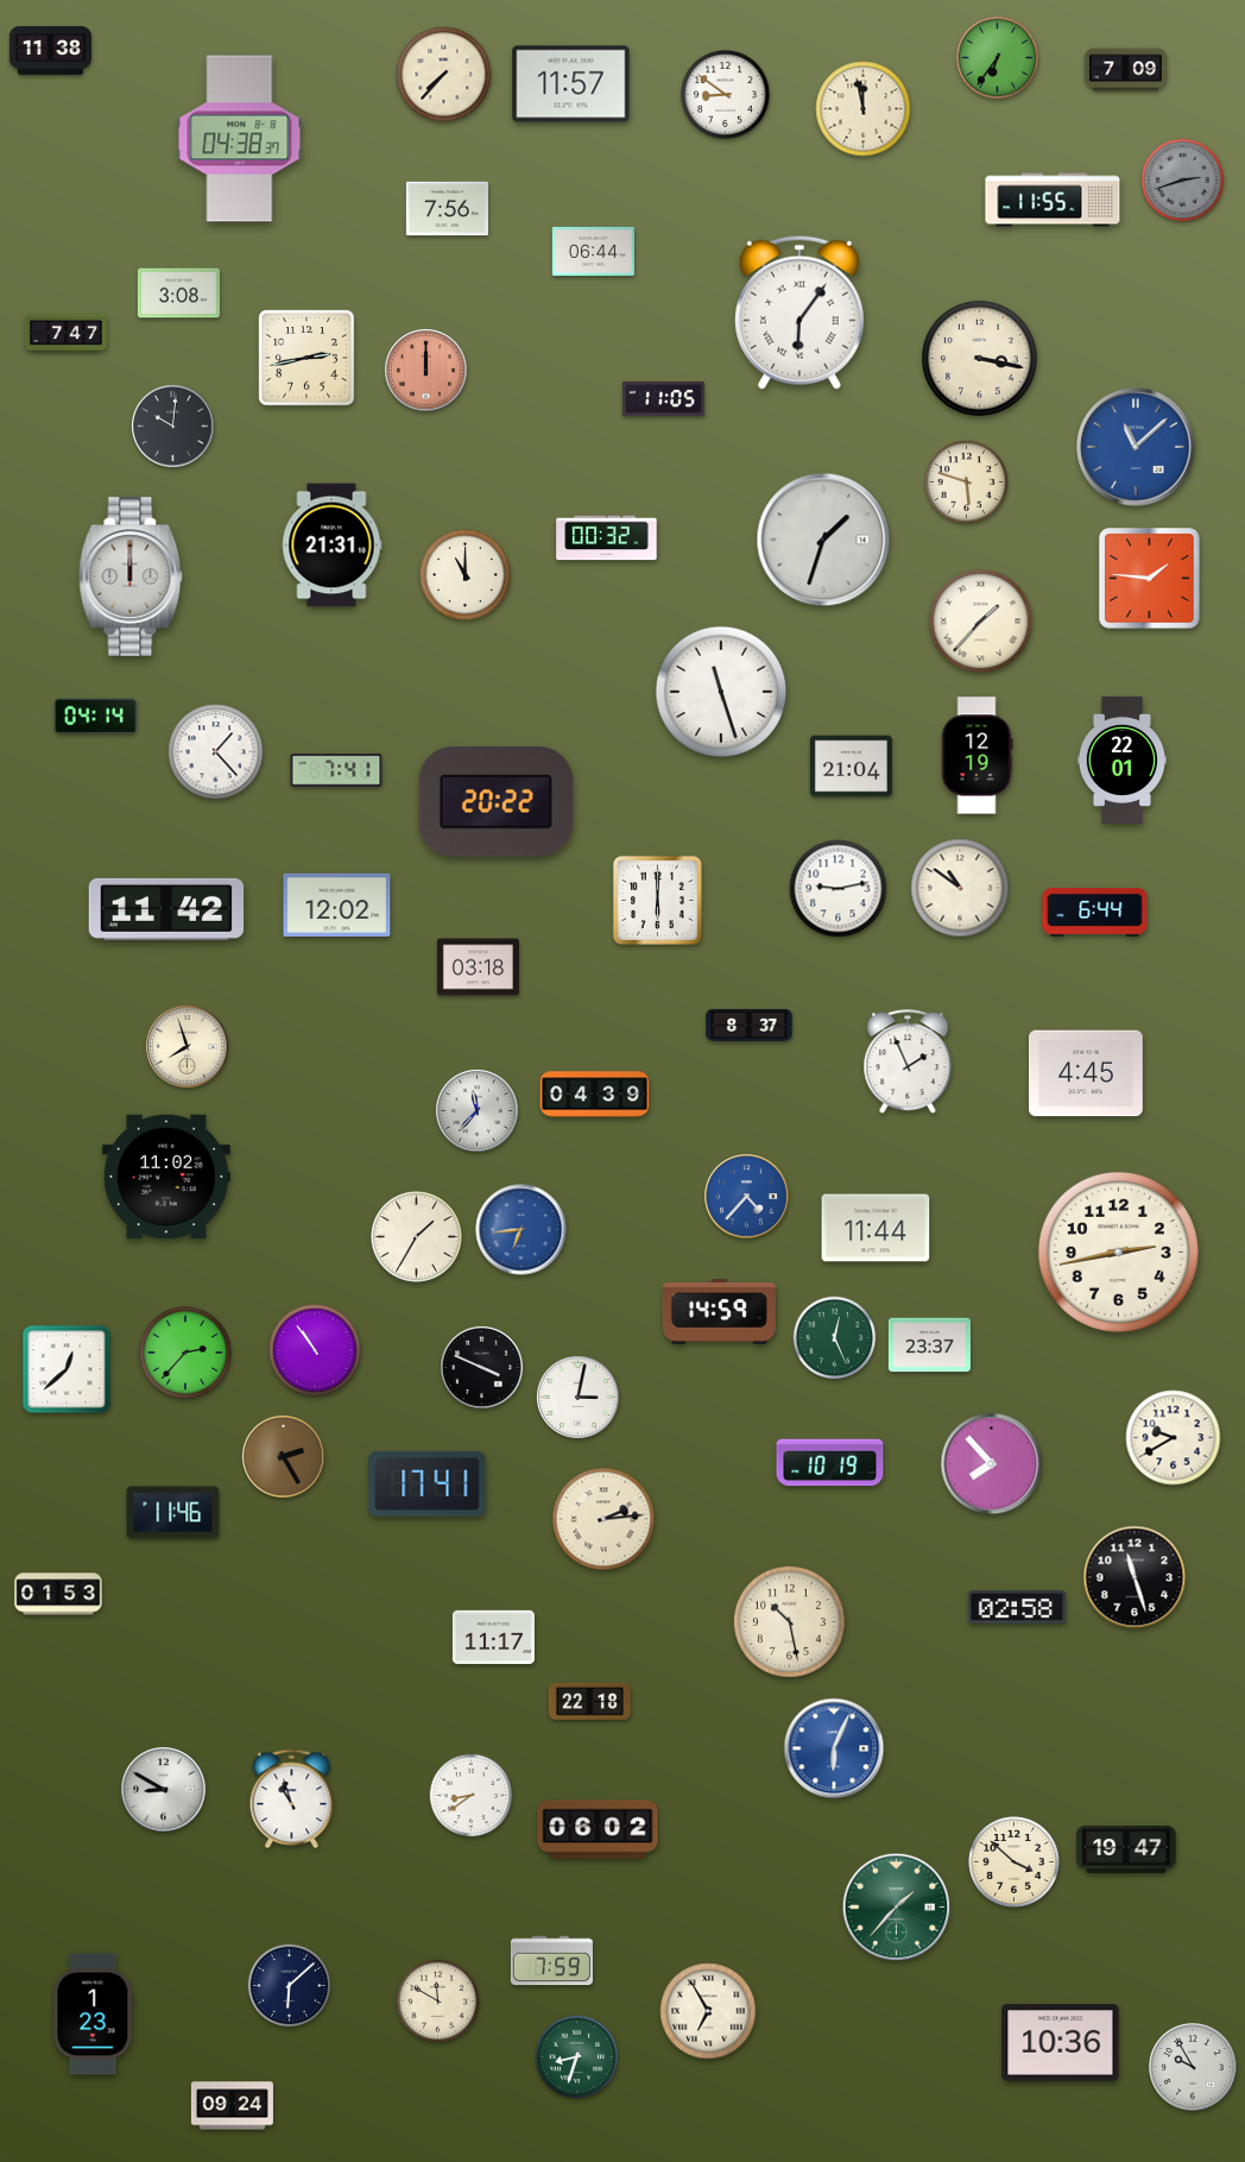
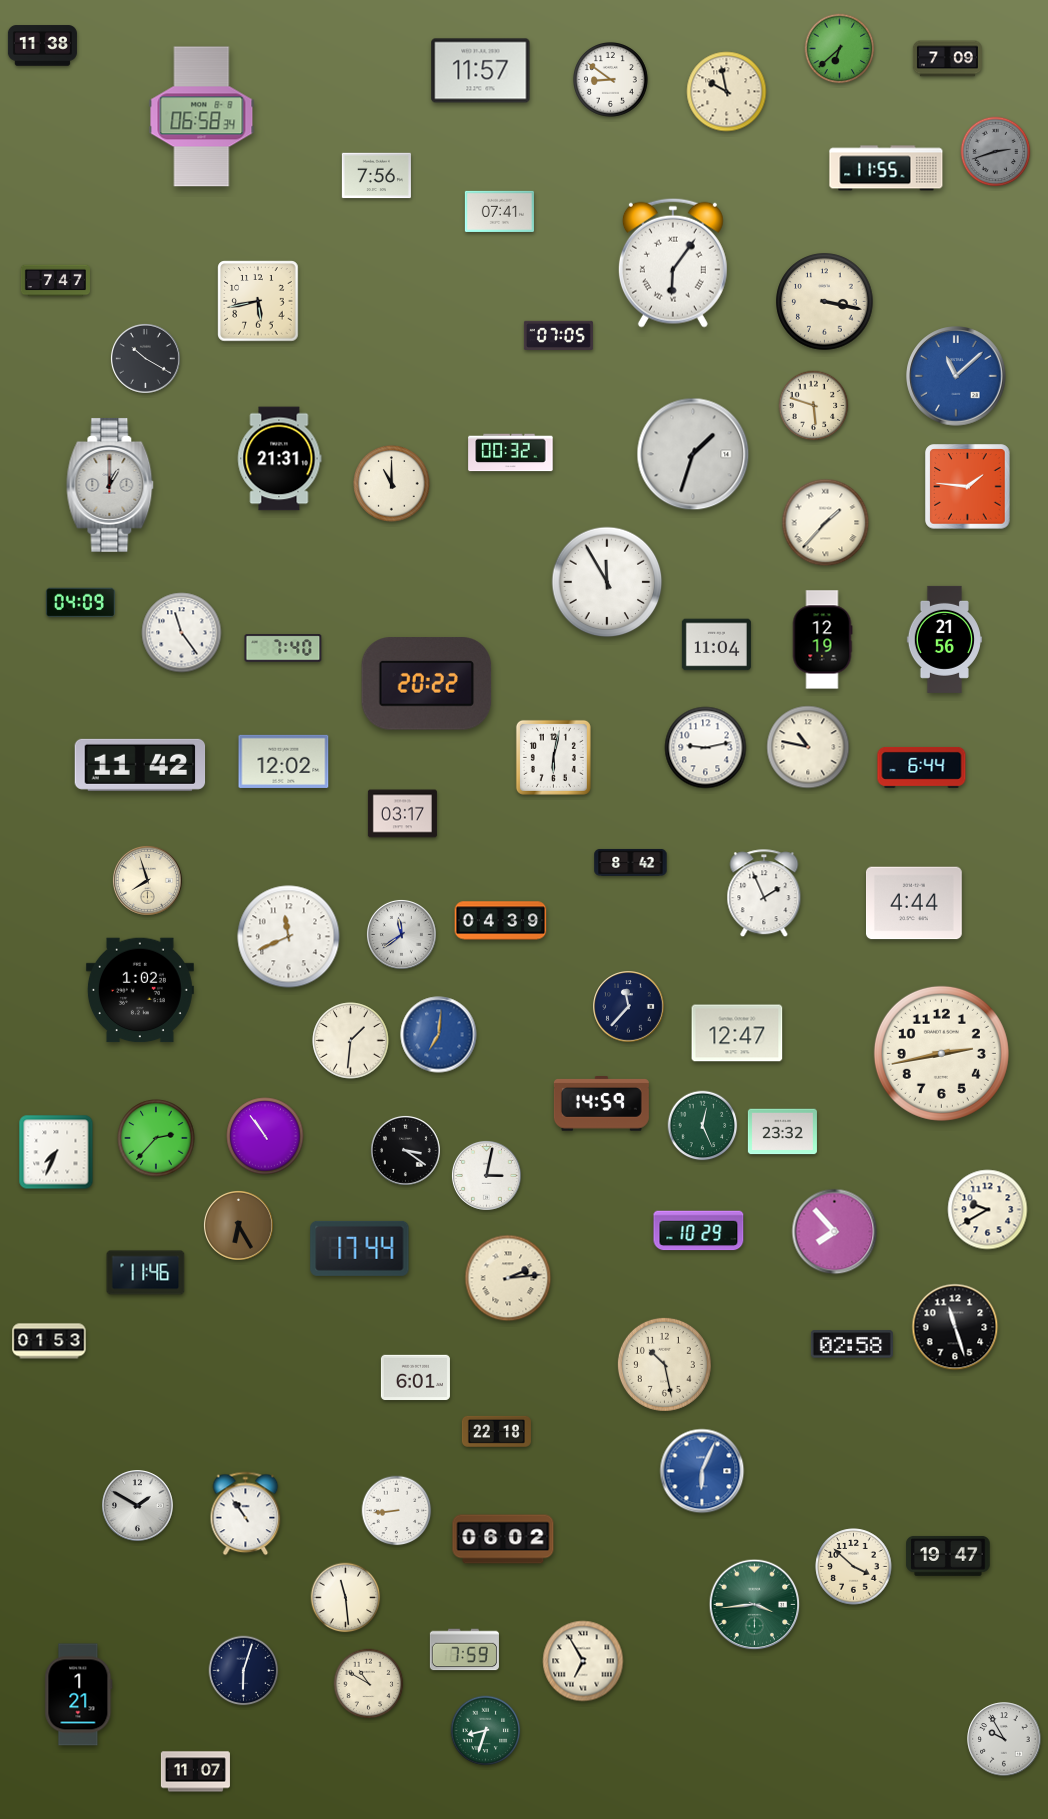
clock at (50, 51) position: (50, 51) -> (42, 46)
clock at (998, 58): 6:36 -> 6:38
clock at (444, 75): 7:37 -> none
clock at (864, 109): 11:58 -> 9:58
clock at (240, 139): 04:38 -> 06:58
clock at (593, 251): 06:44 -> 07:41
clock at (178, 294): 3:08 -> none
clock at (306, 358): 2:43 -> 5:43
clock at (425, 370): 12:00 -> none
clock at (663, 398): 11:05 -> 07:05
clock at (172, 426): 10:01 -> 10:20
clock at (131, 576): 12:00 -> 1:00
clock at (721, 692): 11:27 -> 11:55
clock at (95, 717): 04:14 -> 04:09
clock at (216, 752): 1:23 -> 11:24
clock at (977, 756) position: (977, 756) -> (822, 640)
clock at (1121, 759): 22:01 -> 21:56
clock at (851, 767): 21:04 -> 11:04
clock at (336, 770): 7:41 -> 7:40
clock at (497, 802) position: (497, 802) -> (427, 684)
clock at (960, 888): 10:51 -> 10:47
clock at (657, 900): 6:00 -> 6:02
clock at (478, 967): 03:18 -> 03:17
clock at (750, 1025): 8:37 -> 8:42
clock at (187, 1046) position: (187, 1046) -> (147, 880)
clock at (1087, 1073): 4:45 -> 4:44
clock at (476, 1110): 11:37 -> 11:39
clock at (289, 937): none -> 11:41
clock at (166, 1177): 11:02 -> 1:02
clock at (747, 1197): 4:37 -> 11:37
clock at (747, 1197) dial: blue -> navy
clock at (876, 1228): 11:44 -> 12:47
clock at (522, 1230): 6:44 -> 7:01
clock at (417, 1237): 1:35 -> 1:31
clock at (719, 1312) position: (719, 1312) -> (601, 1104)
clock at (929, 1345): 23:37 -> 23:32
clock at (481, 1367): 3:49 -> 3:21
clock at (67, 1369): 12:38 -> 7:34
clock at (283, 1456): 2:25 -> 6:25
clock at (830, 1463): 10:19 -> 10:29
clock at (428, 1483): 17:41 -> 17:44
clock at (1017, 1607) position: (1017, 1607) -> (852, 1344)
clock at (493, 1638): 11:17 -> 6:01
clock at (164, 1790): 8:50 -> 1:50
clock at (472, 1796): 8:39 -> 8:44
clock at (292, 1799): 10:57 -> 10:54
clock at (346, 1598): none -> 11:29
clock at (897, 1908): 1:37 -> 3:44
clock at (290, 1986): 6:08 -> 6:03
clock at (438, 2002): 11:50 -> 10:50
clock at (708, 2011) position: (708, 2011) -> (583, 1661)
clock at (94, 2015): 1:23 -> 1:21
clock at (1061, 2043): 10:36 -> none
clock at (232, 2106): 09:24 -> 11:07
